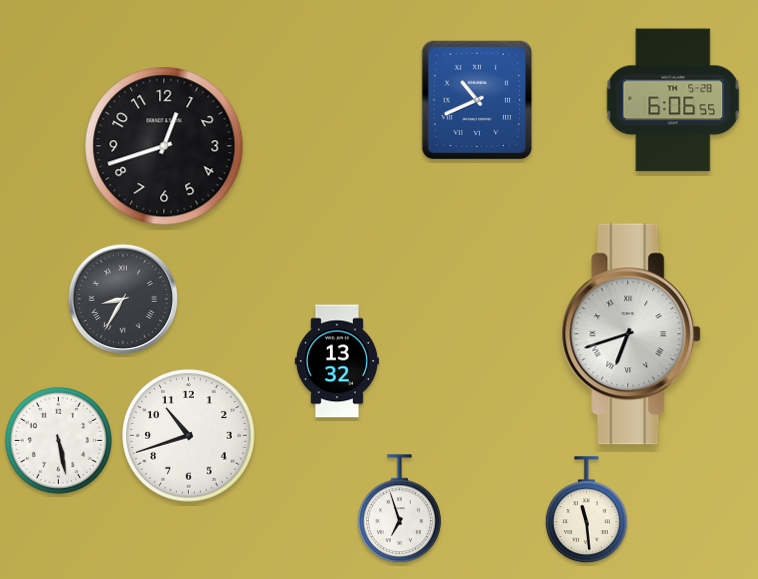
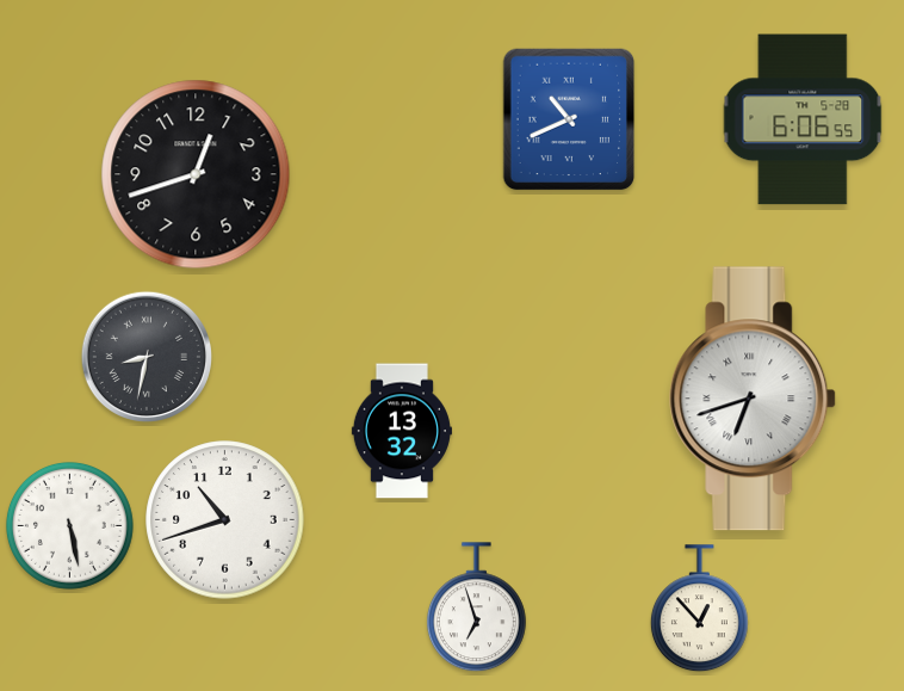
clock at (122, 298): 8:35 -> 8:32
clock at (586, 510): 11:29 -> 12:53
